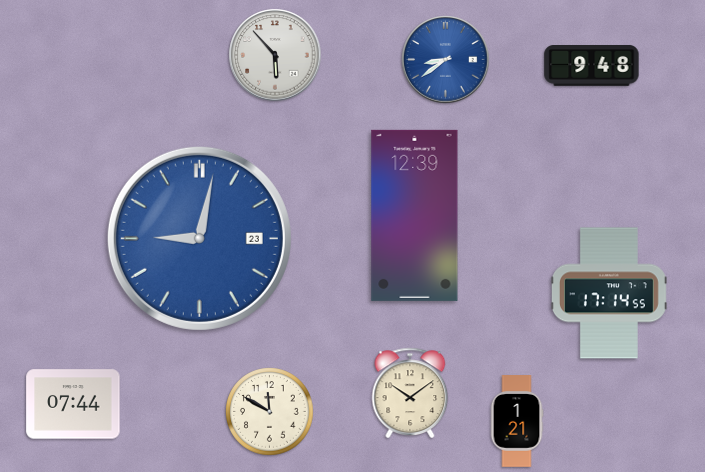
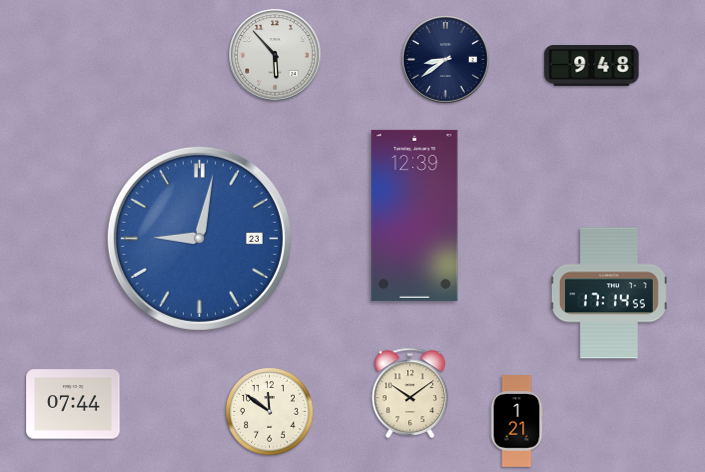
clock at (446, 60) dial: blue -> navy
clock at (270, 412): 11:50 -> 11:51
